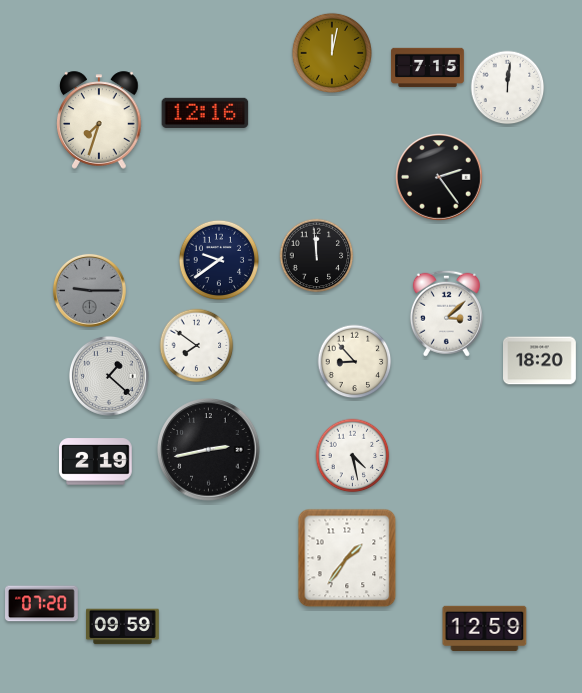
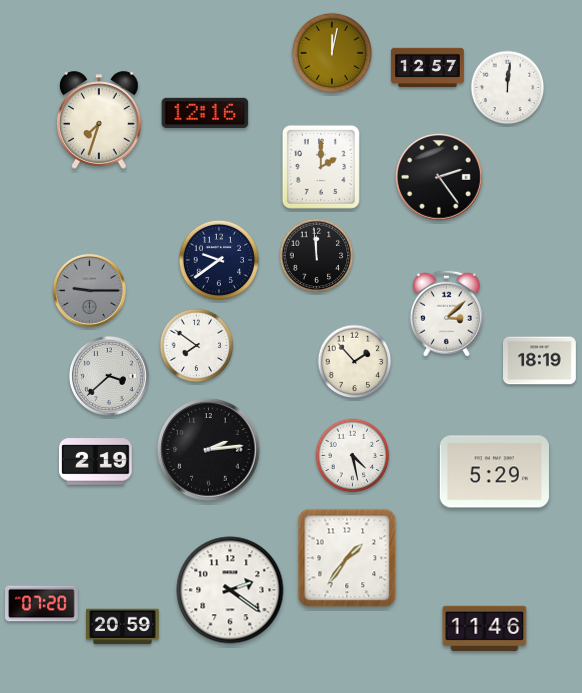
clock at (428, 68): 7:15 -> 12:57
clock at (321, 167): none -> 2:00
clock at (540, 361): 18:20 -> 18:19
clock at (355, 362): 8:53 -> 1:53
clock at (109, 376): 1:22 -> 3:38
clock at (209, 450): 2:43 -> 2:14
clock at (494, 472): none -> 5:29
clock at (230, 590): none -> 2:21
clock at (123, 627): 09:59 -> 20:59
clock at (485, 628): 12:59 -> 11:46
